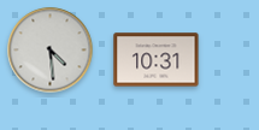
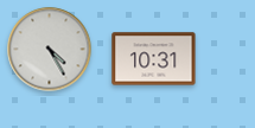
clock at (51, 51): 4:29 -> 4:25
